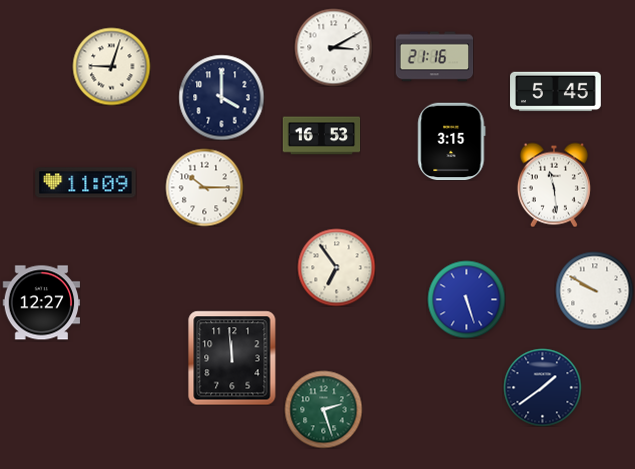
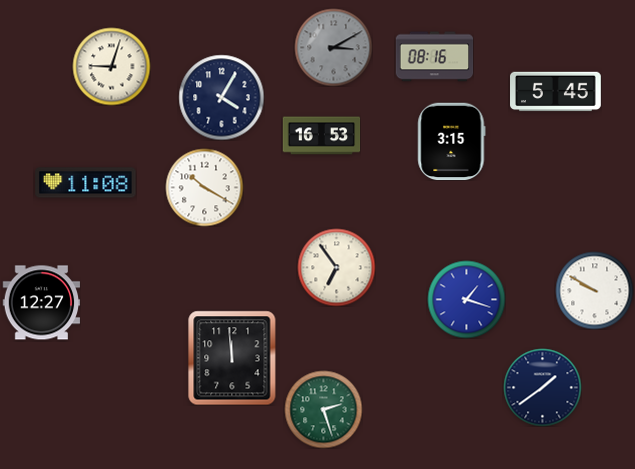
clock at (333, 47) dial: white -> grey
clock at (434, 57): 21:16 -> 08:16
clock at (221, 97): 4:00 -> 4:05
clock at (86, 183): 11:09 -> 11:08
clock at (554, 185): 11:29 -> none
clock at (204, 187): 10:15 -> 10:20
clock at (466, 299): 5:27 -> 1:18
